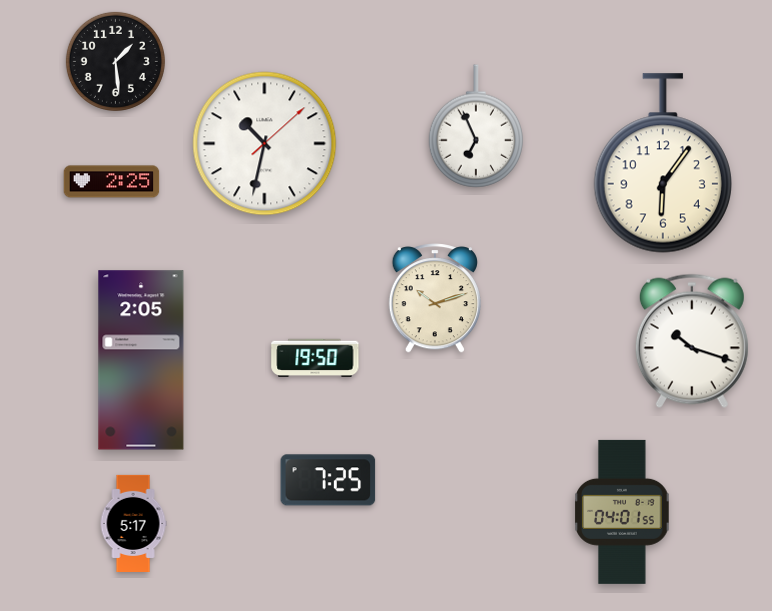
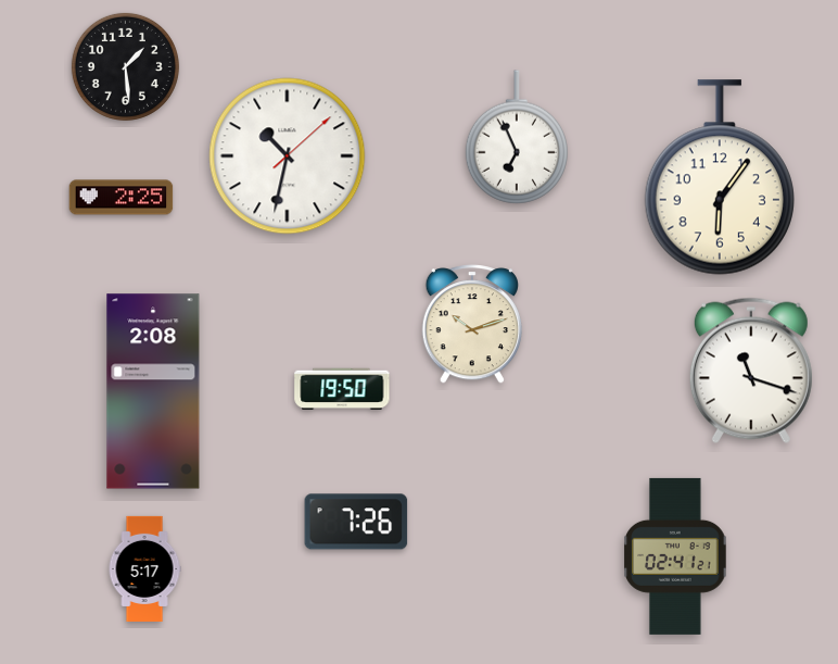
clock at (692, 341): 10:18 -> 11:18
clock at (141, 360): 2:05 -> 2:08
clock at (328, 480): 7:25 -> 7:26
clock at (622, 512): 04:01 -> 02:41
